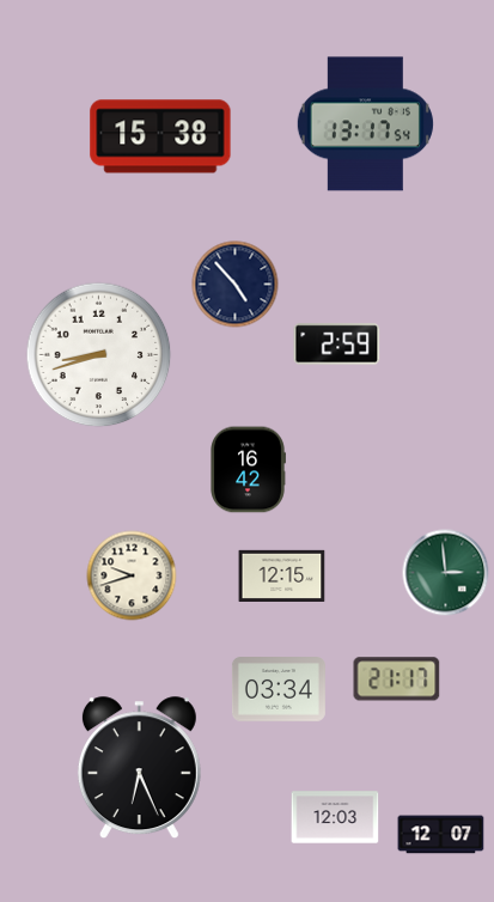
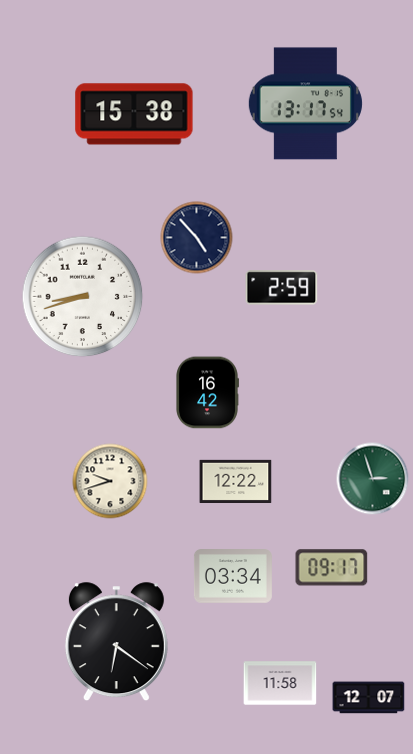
clock at (446, 573): 2:59 -> 2:57
clock at (282, 575): 12:15 -> 12:22
clock at (397, 679): 21:17 -> 09:17
clock at (139, 768): 6:26 -> 6:21
clock at (335, 817): 12:03 -> 11:58
